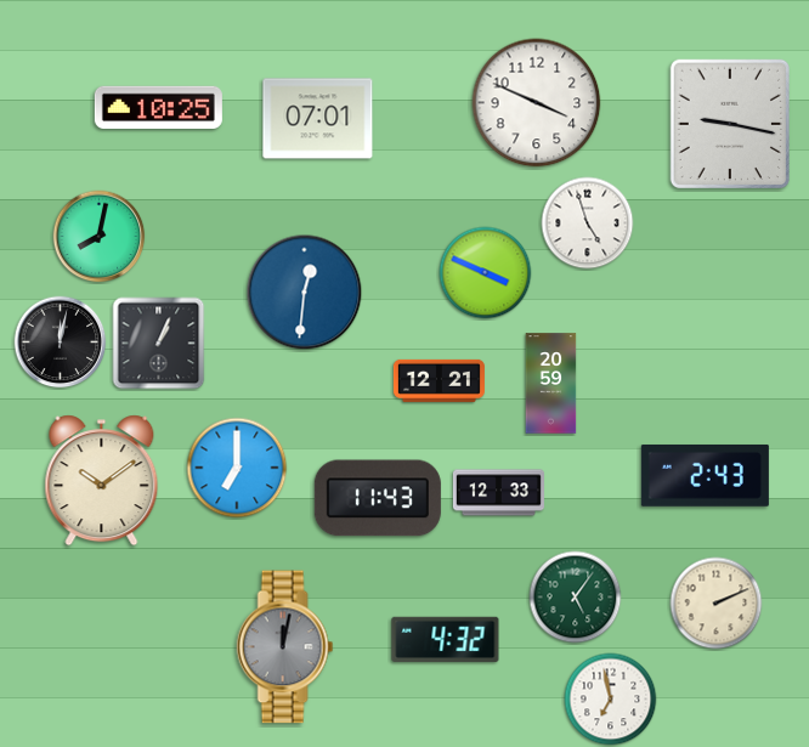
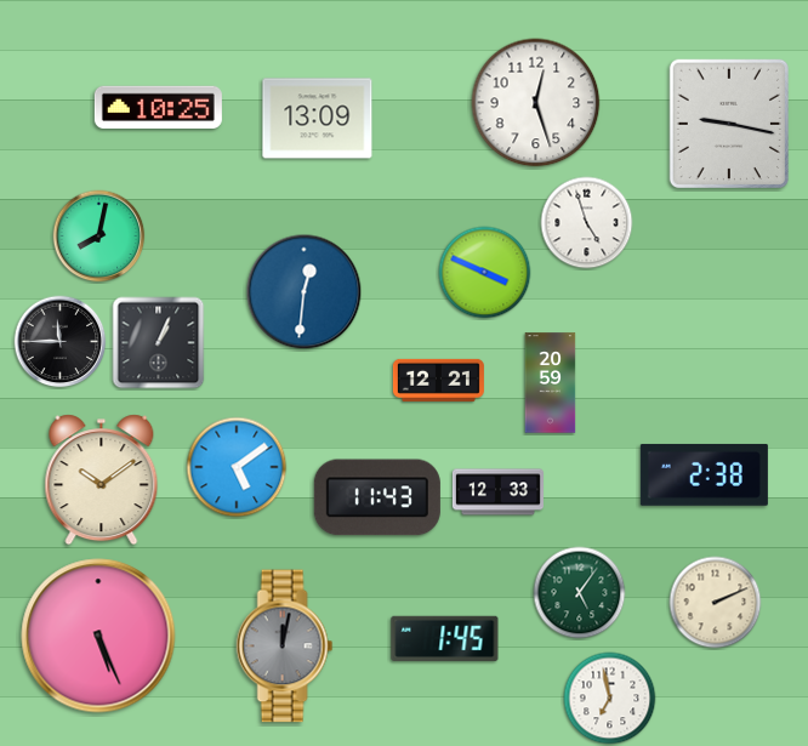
clock at (537, 103): 3:49 -> 12:27
clock at (318, 119): 07:01 -> 13:09
clock at (61, 343): 12:02 -> 11:45
clock at (237, 468): 7:00 -> 5:09
clock at (705, 475): 2:43 -> 2:38
clock at (576, 598) position: (576, 598) -> (580, 593)
clock at (98, 636): none -> 5:26
clock at (446, 639): 4:32 -> 1:45
